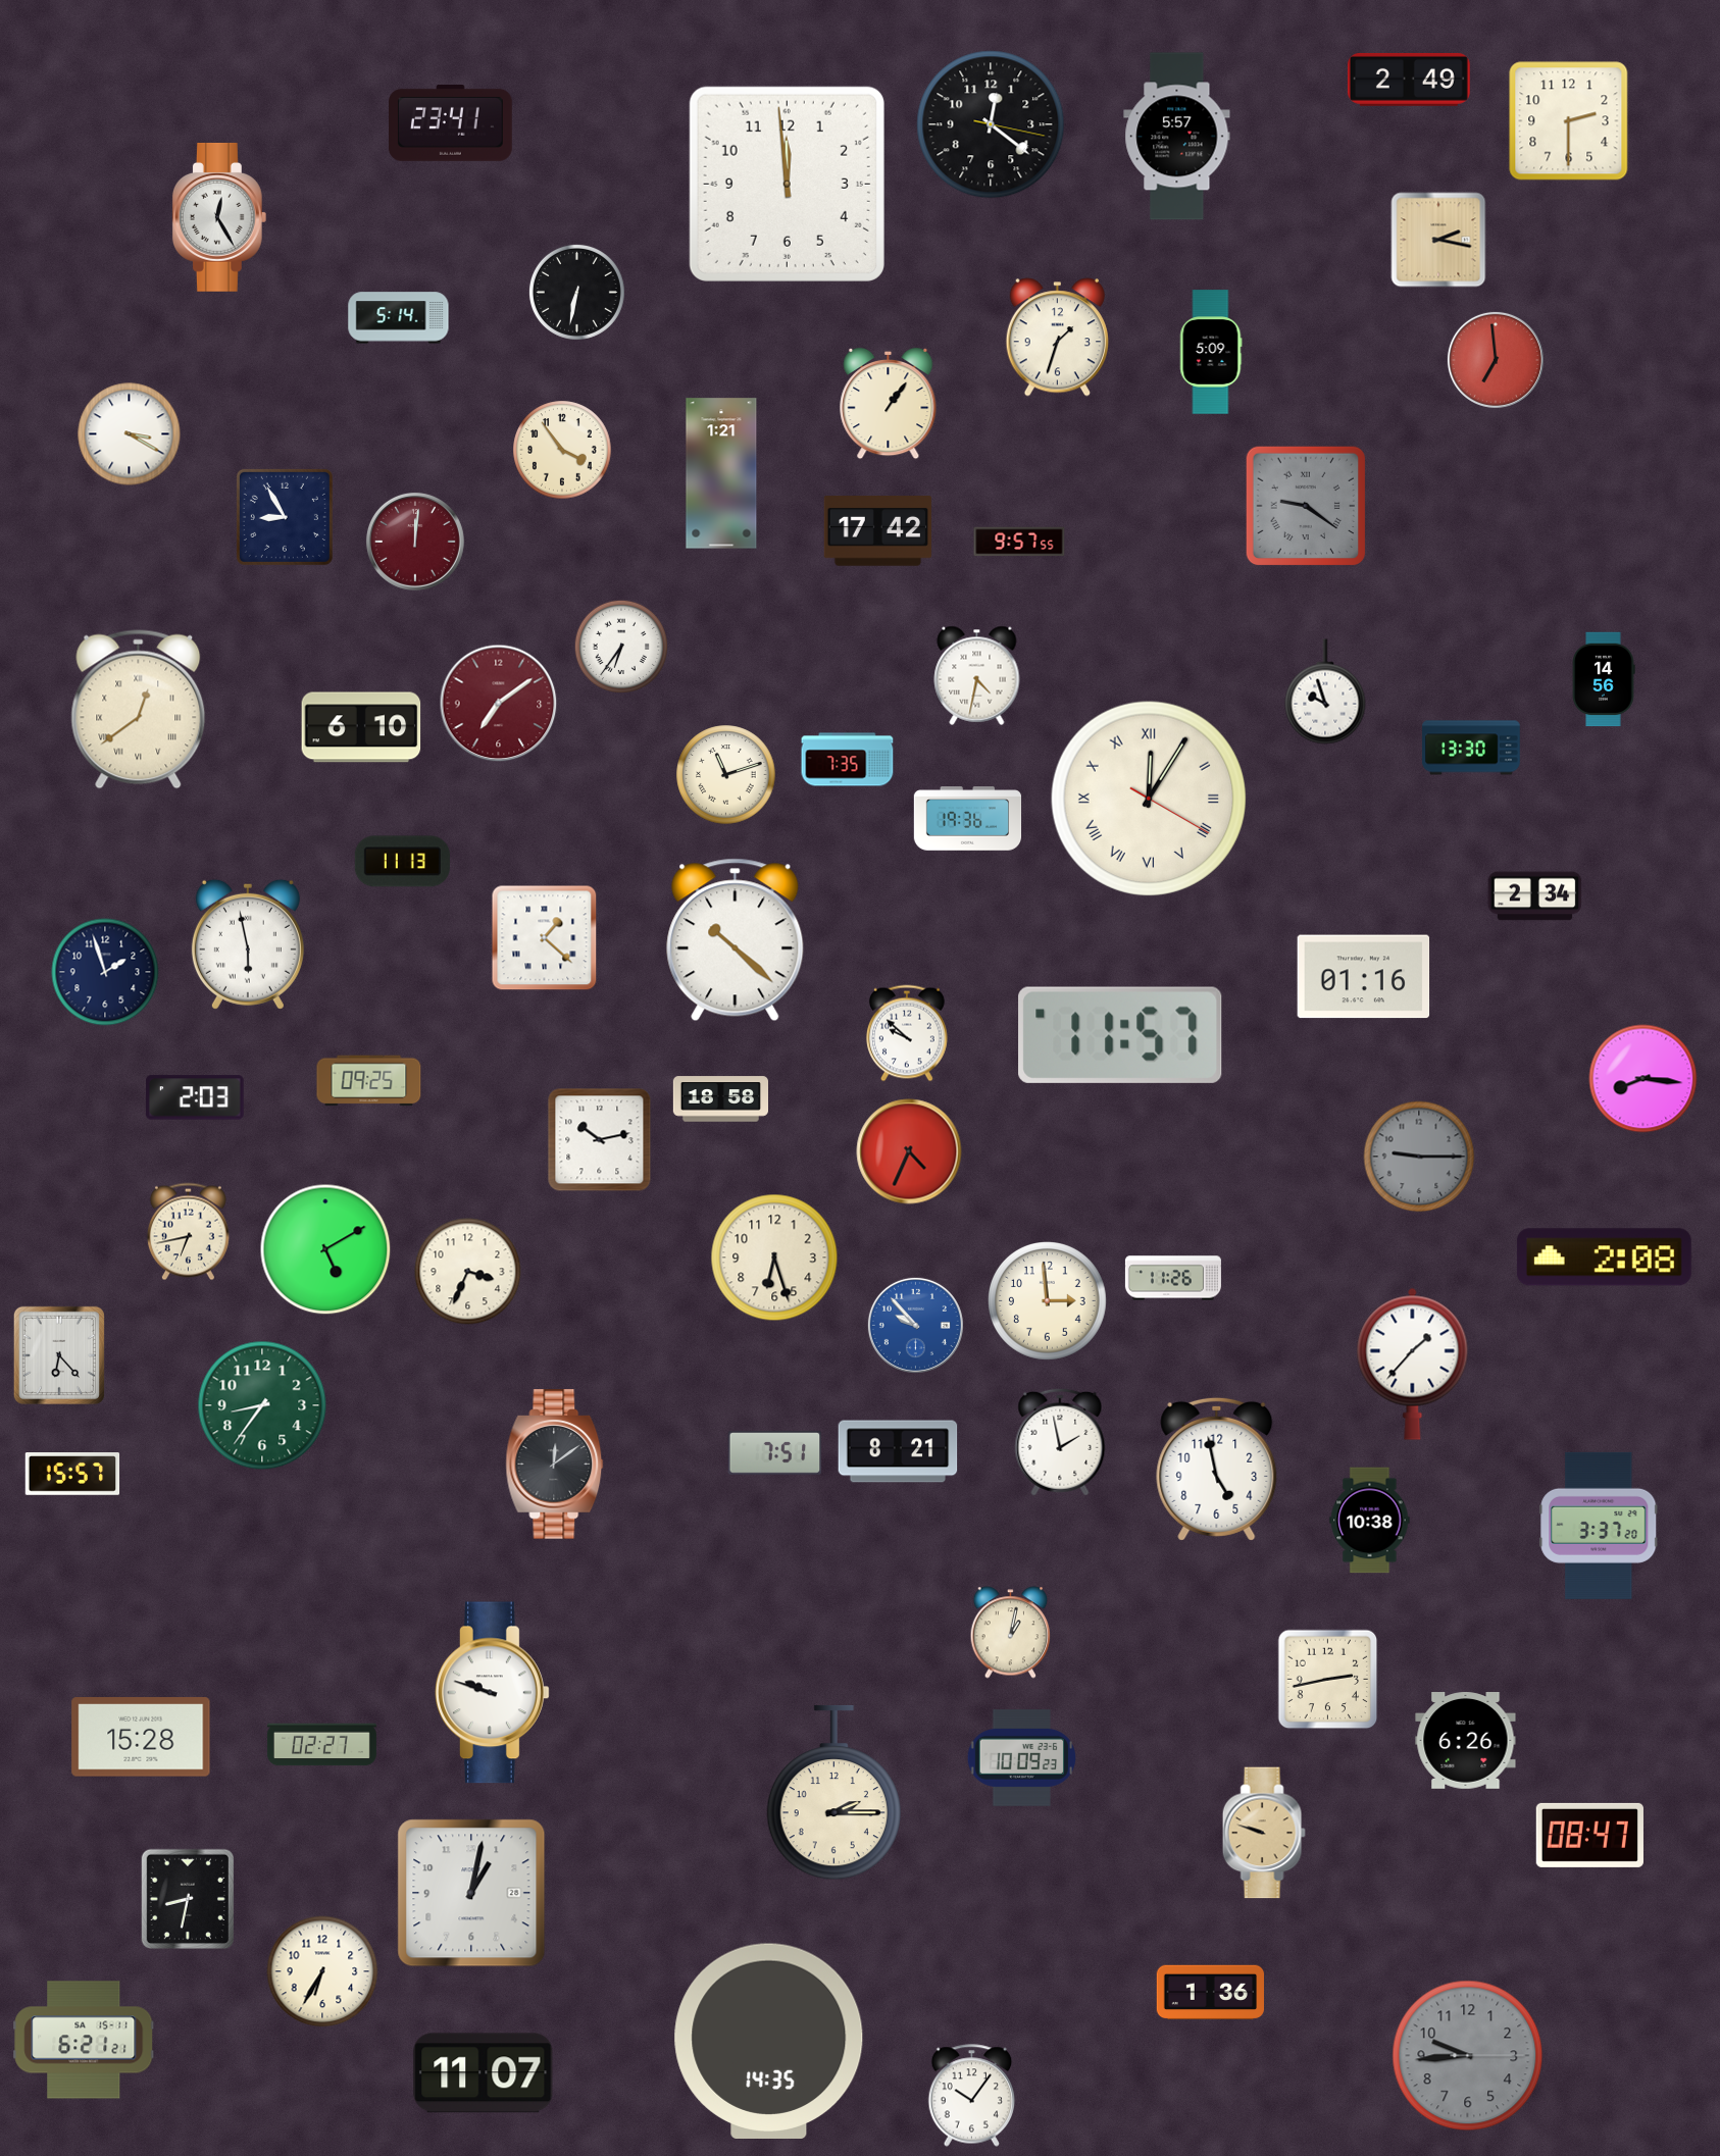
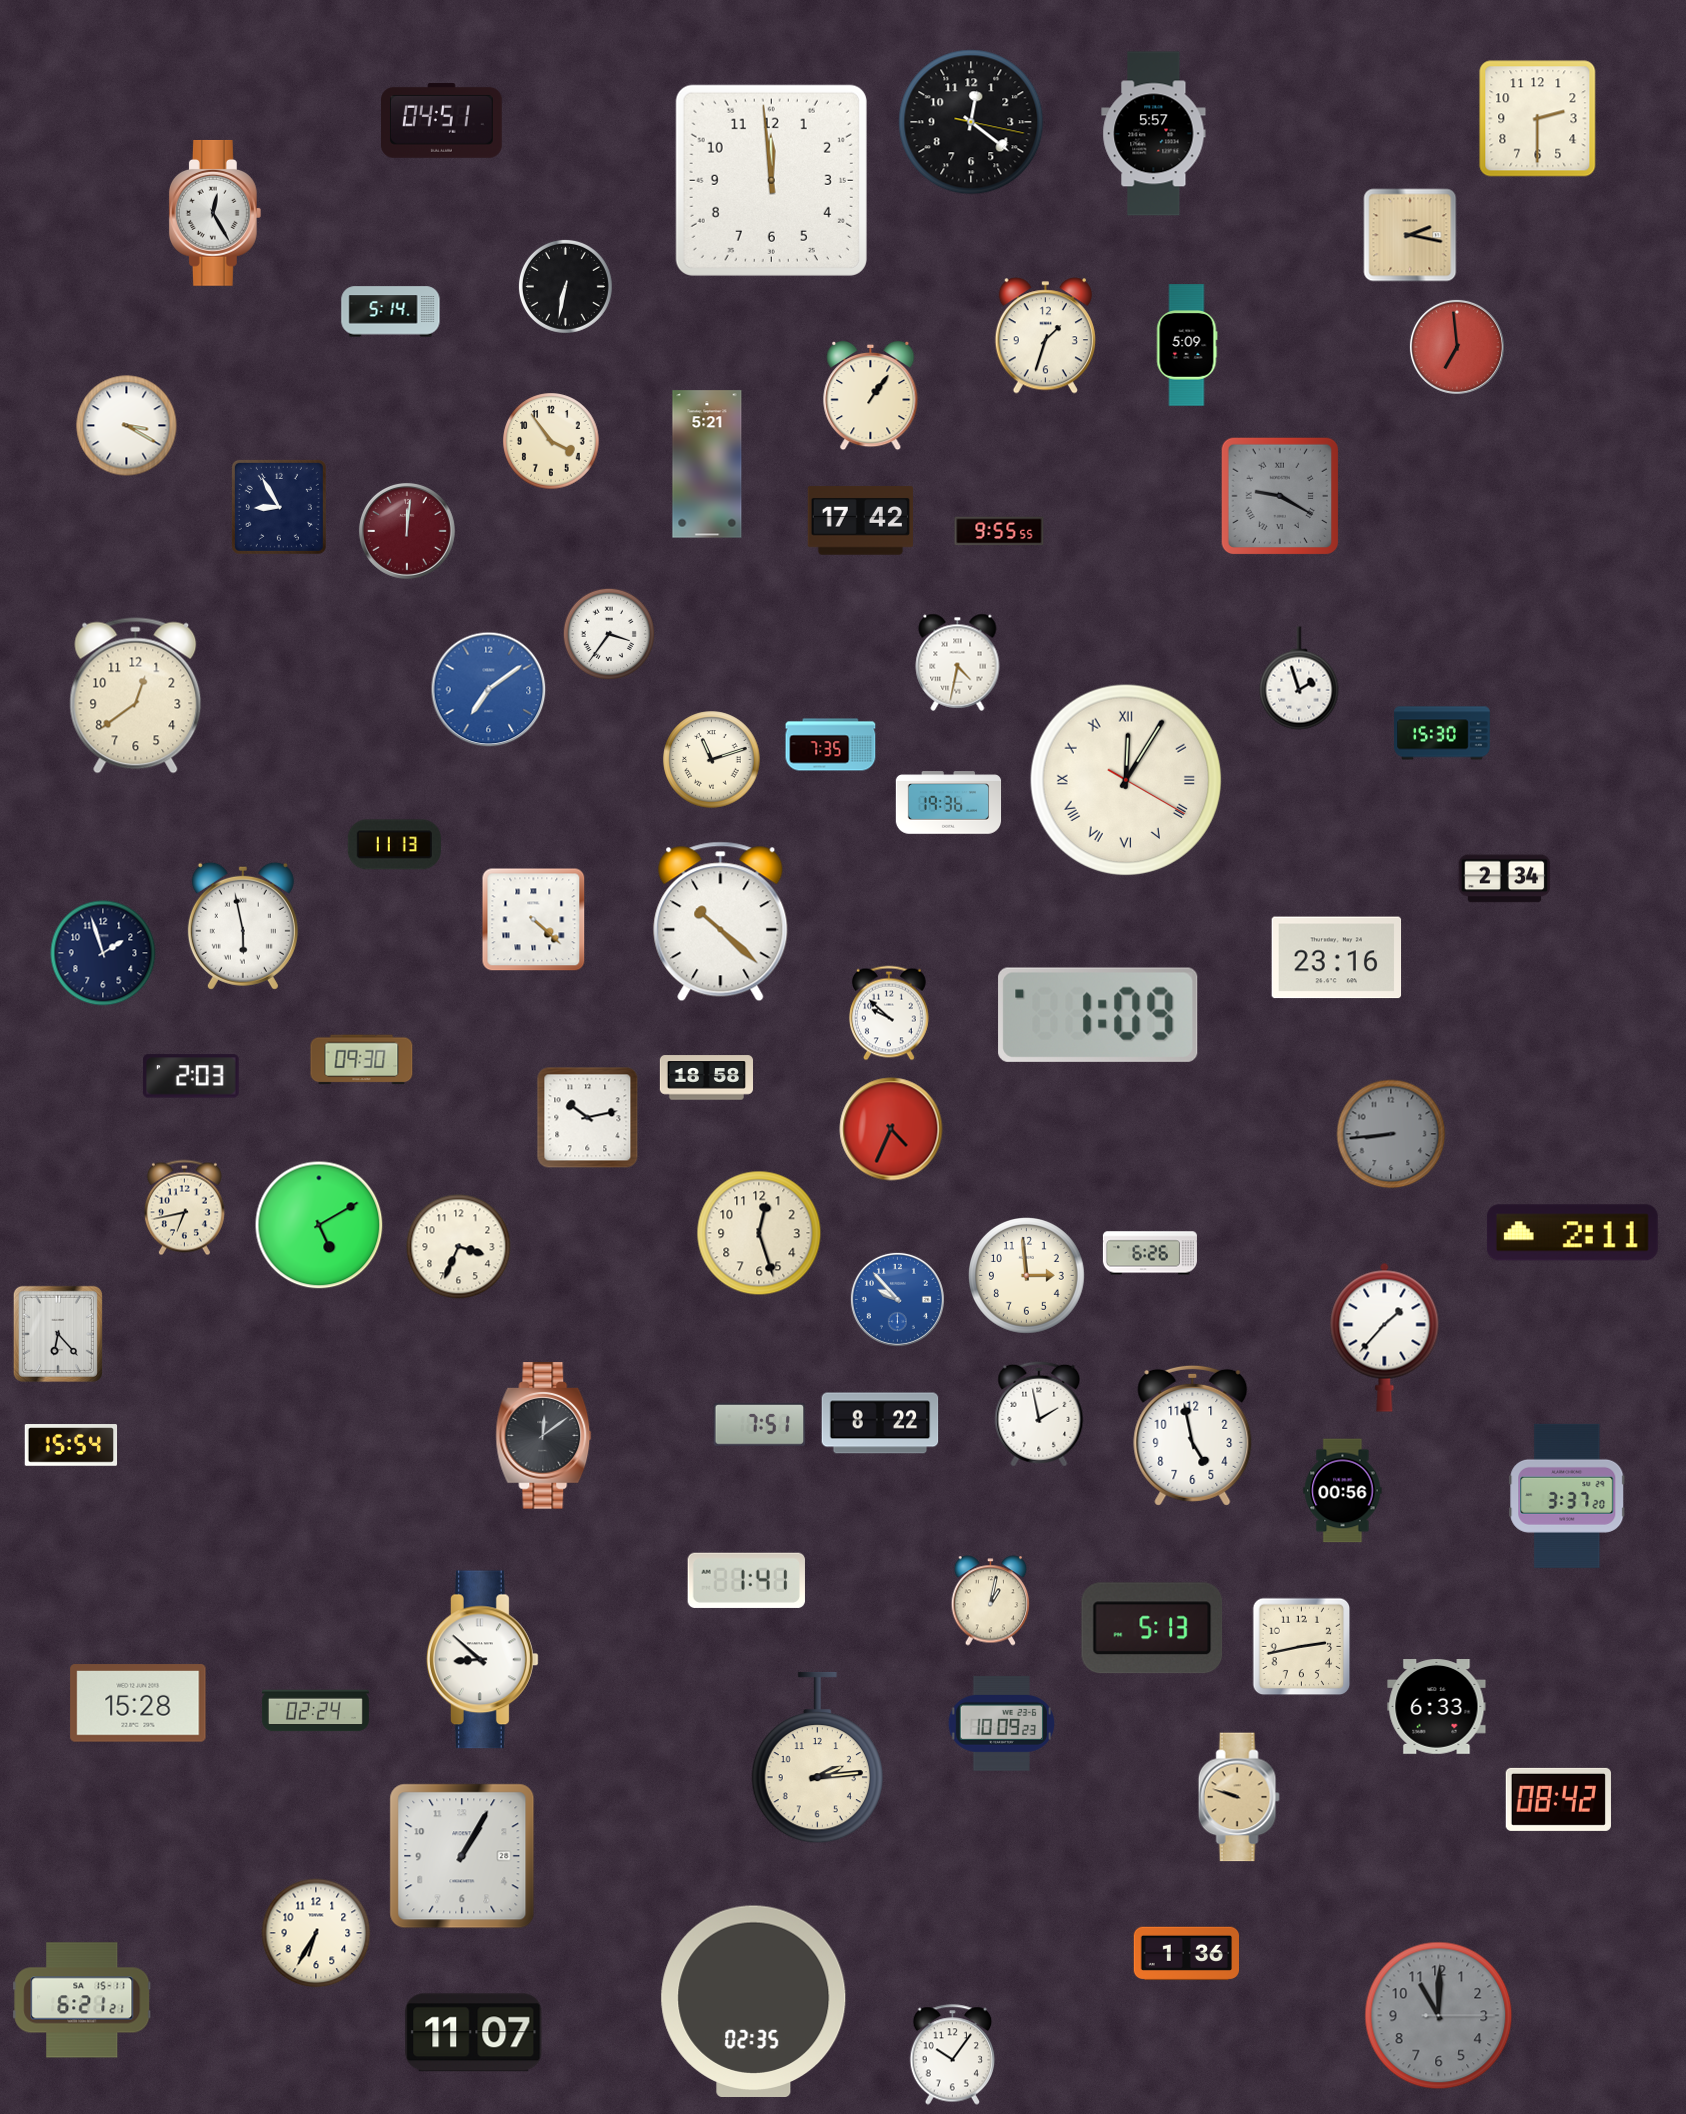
clock at (1409, 80): 2:49 -> none
clock at (451, 122): 23:41 -> 04:51
clock at (1057, 338) position: (1057, 338) -> (1045, 336)
clock at (1496, 360) position: (1496, 360) -> (1457, 347)
clock at (721, 473): 1:21 -> 5:21
clock at (1306, 506): 9:21 -> 9:20
clock at (1019, 542): 9:57 -> 9:55
clock at (620, 646): 6:36 -> 3:36
clock at (1604, 679): 14:56 -> none
clock at (1325, 691): 9:57 -> 1:57
clock at (499, 704) dial: burgundy -> blue
clock at (139, 710) numerals: Roman -> Arabic
clock at (361, 727): 6:10 -> none
clock at (1471, 748): 13:30 -> 15:30
clock at (1149, 799) position: (1149, 799) -> (1126, 780)
clock at (545, 938): 1:22 -> 4:22
clock at (1364, 977): 01:16 -> 23:16
clock at (1120, 1035): 11:57 -> 1:09
clock at (1643, 1079): 8:16 -> none
clock at (369, 1081): 09:25 -> 09:30
clock at (1419, 1157): 9:15 -> 8:44
clock at (774, 1257): 6:27 -> 12:27
clock at (1604, 1257): 2:08 -> 2:11
clock at (1173, 1278): 11:26 -> 6:26
clock at (59, 1355) position: (59, 1355) -> (58, 1334)
clock at (262, 1405): 8:36 -> none
clock at (898, 1451): 8:21 -> 8:22
clock at (1217, 1469) position: (1217, 1469) -> (1193, 1435)
clock at (72, 1474): 15:57 -> 15:54
clock at (1370, 1521): 10:38 -> 00:56
clock at (746, 1580): none -> 1:41
clock at (1152, 1628): none -> 5:13
clock at (493, 1693): 9:48 -> 8:52
clock at (1466, 1741): 6:26 -> 6:33
clock at (321, 1745): 02:27 -> 02:24
clock at (833, 1793): 2:15 -> 2:14
clock at (1589, 1835): 08:47 -> 08:42
clock at (471, 1893): 1:02 -> 1:05
clock at (187, 1898): 8:32 -> none
clock at (769, 2041): 14:35 -> 02:35
clock at (1468, 2056): 9:44 -> 11:00
